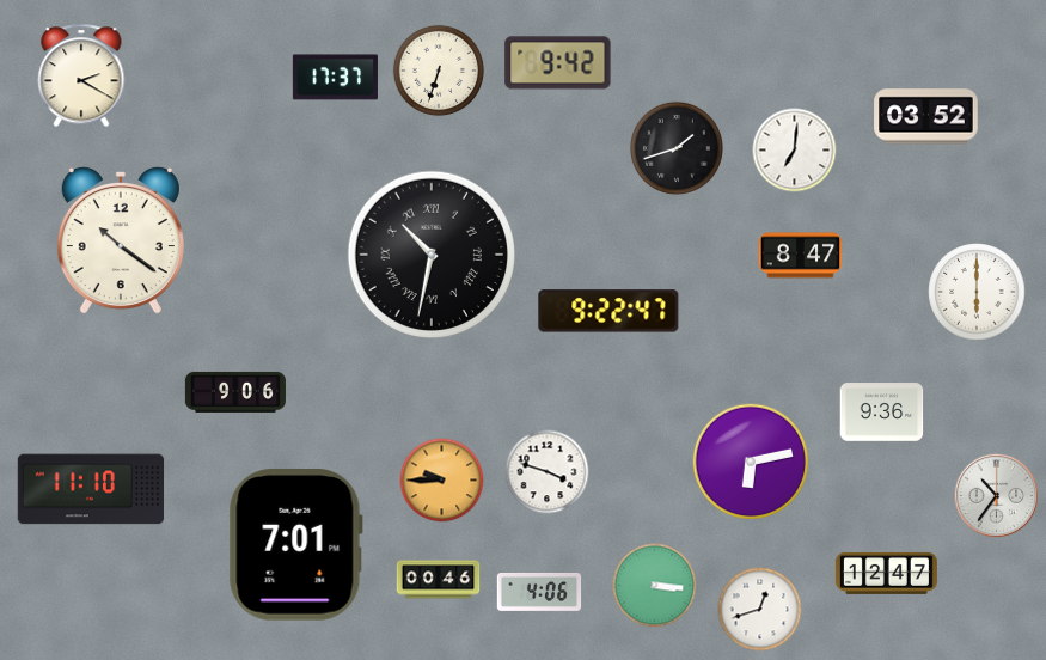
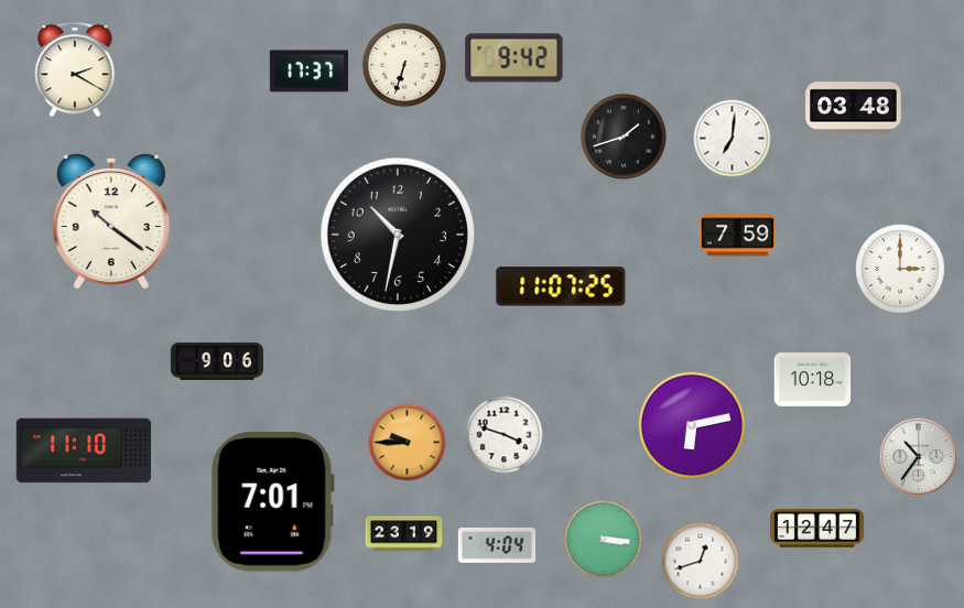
clock at (926, 117): 03:52 -> 03:48
clock at (430, 253) numerals: Roman -> Arabic
clock at (801, 256): 8:47 -> 7:59
clock at (977, 292): 6:00 -> 3:00
clock at (608, 311): 9:22 -> 11:07
clock at (882, 412): 9:36 -> 10:18
clock at (439, 580): 00:46 -> 23:19
clock at (539, 592): 4:06 -> 4:04
